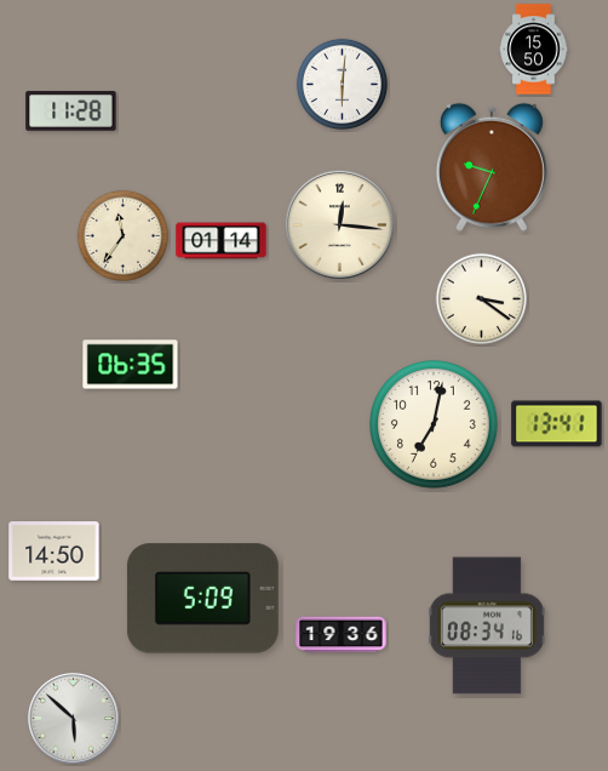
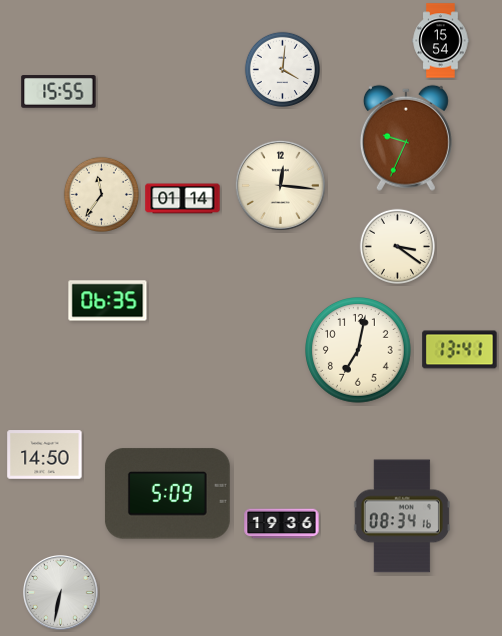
clock at (534, 50): 15:50 -> 15:54
clock at (342, 84): 6:01 -> 4:01
clock at (71, 112): 11:28 -> 15:55
clock at (74, 719): 5:52 -> 6:32
